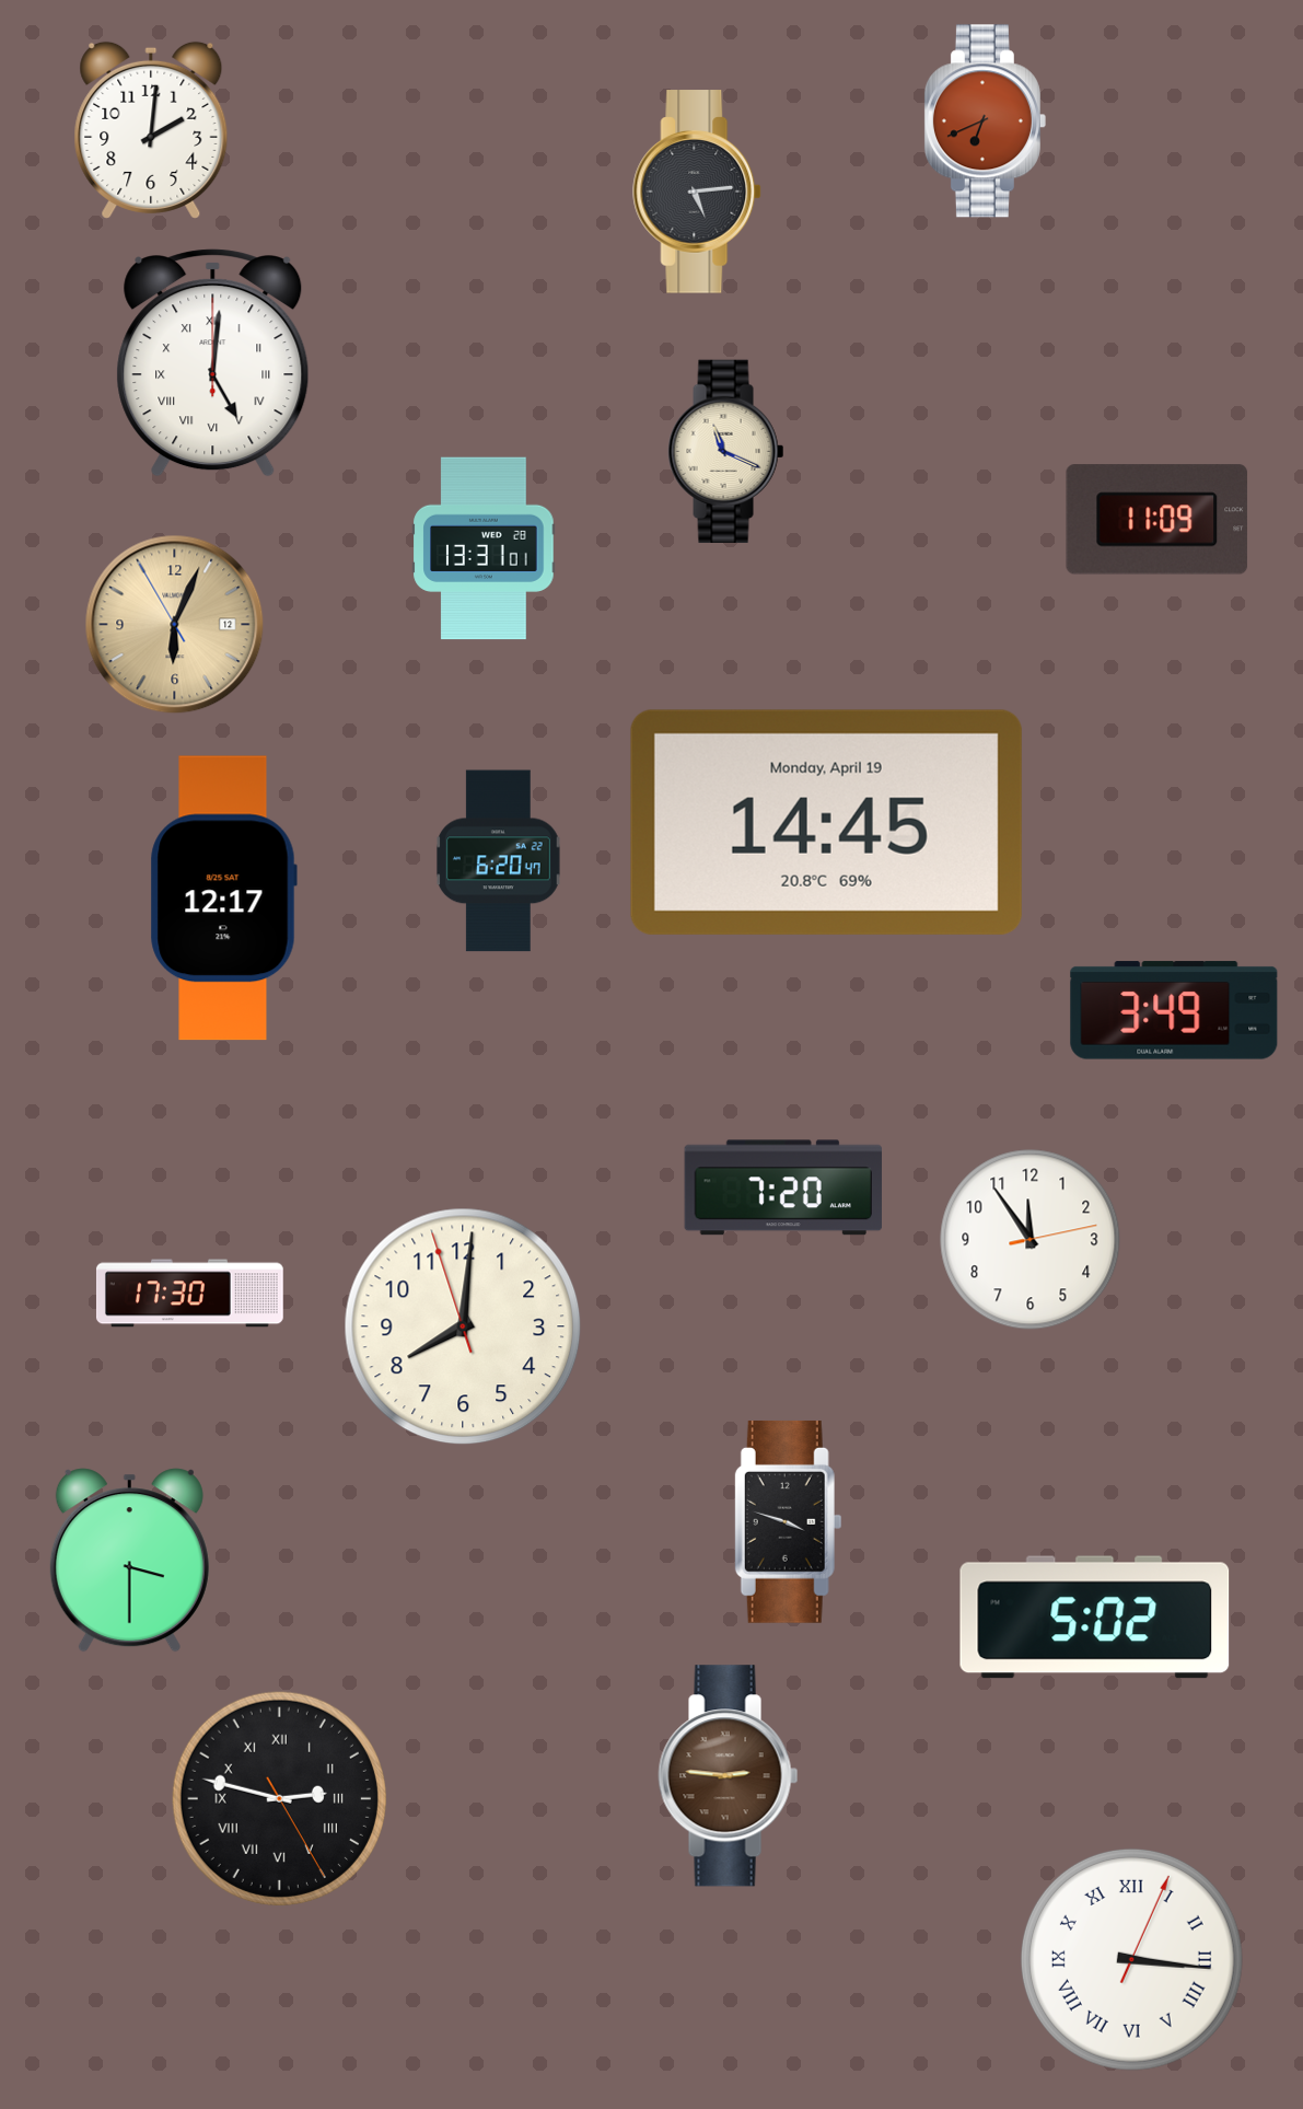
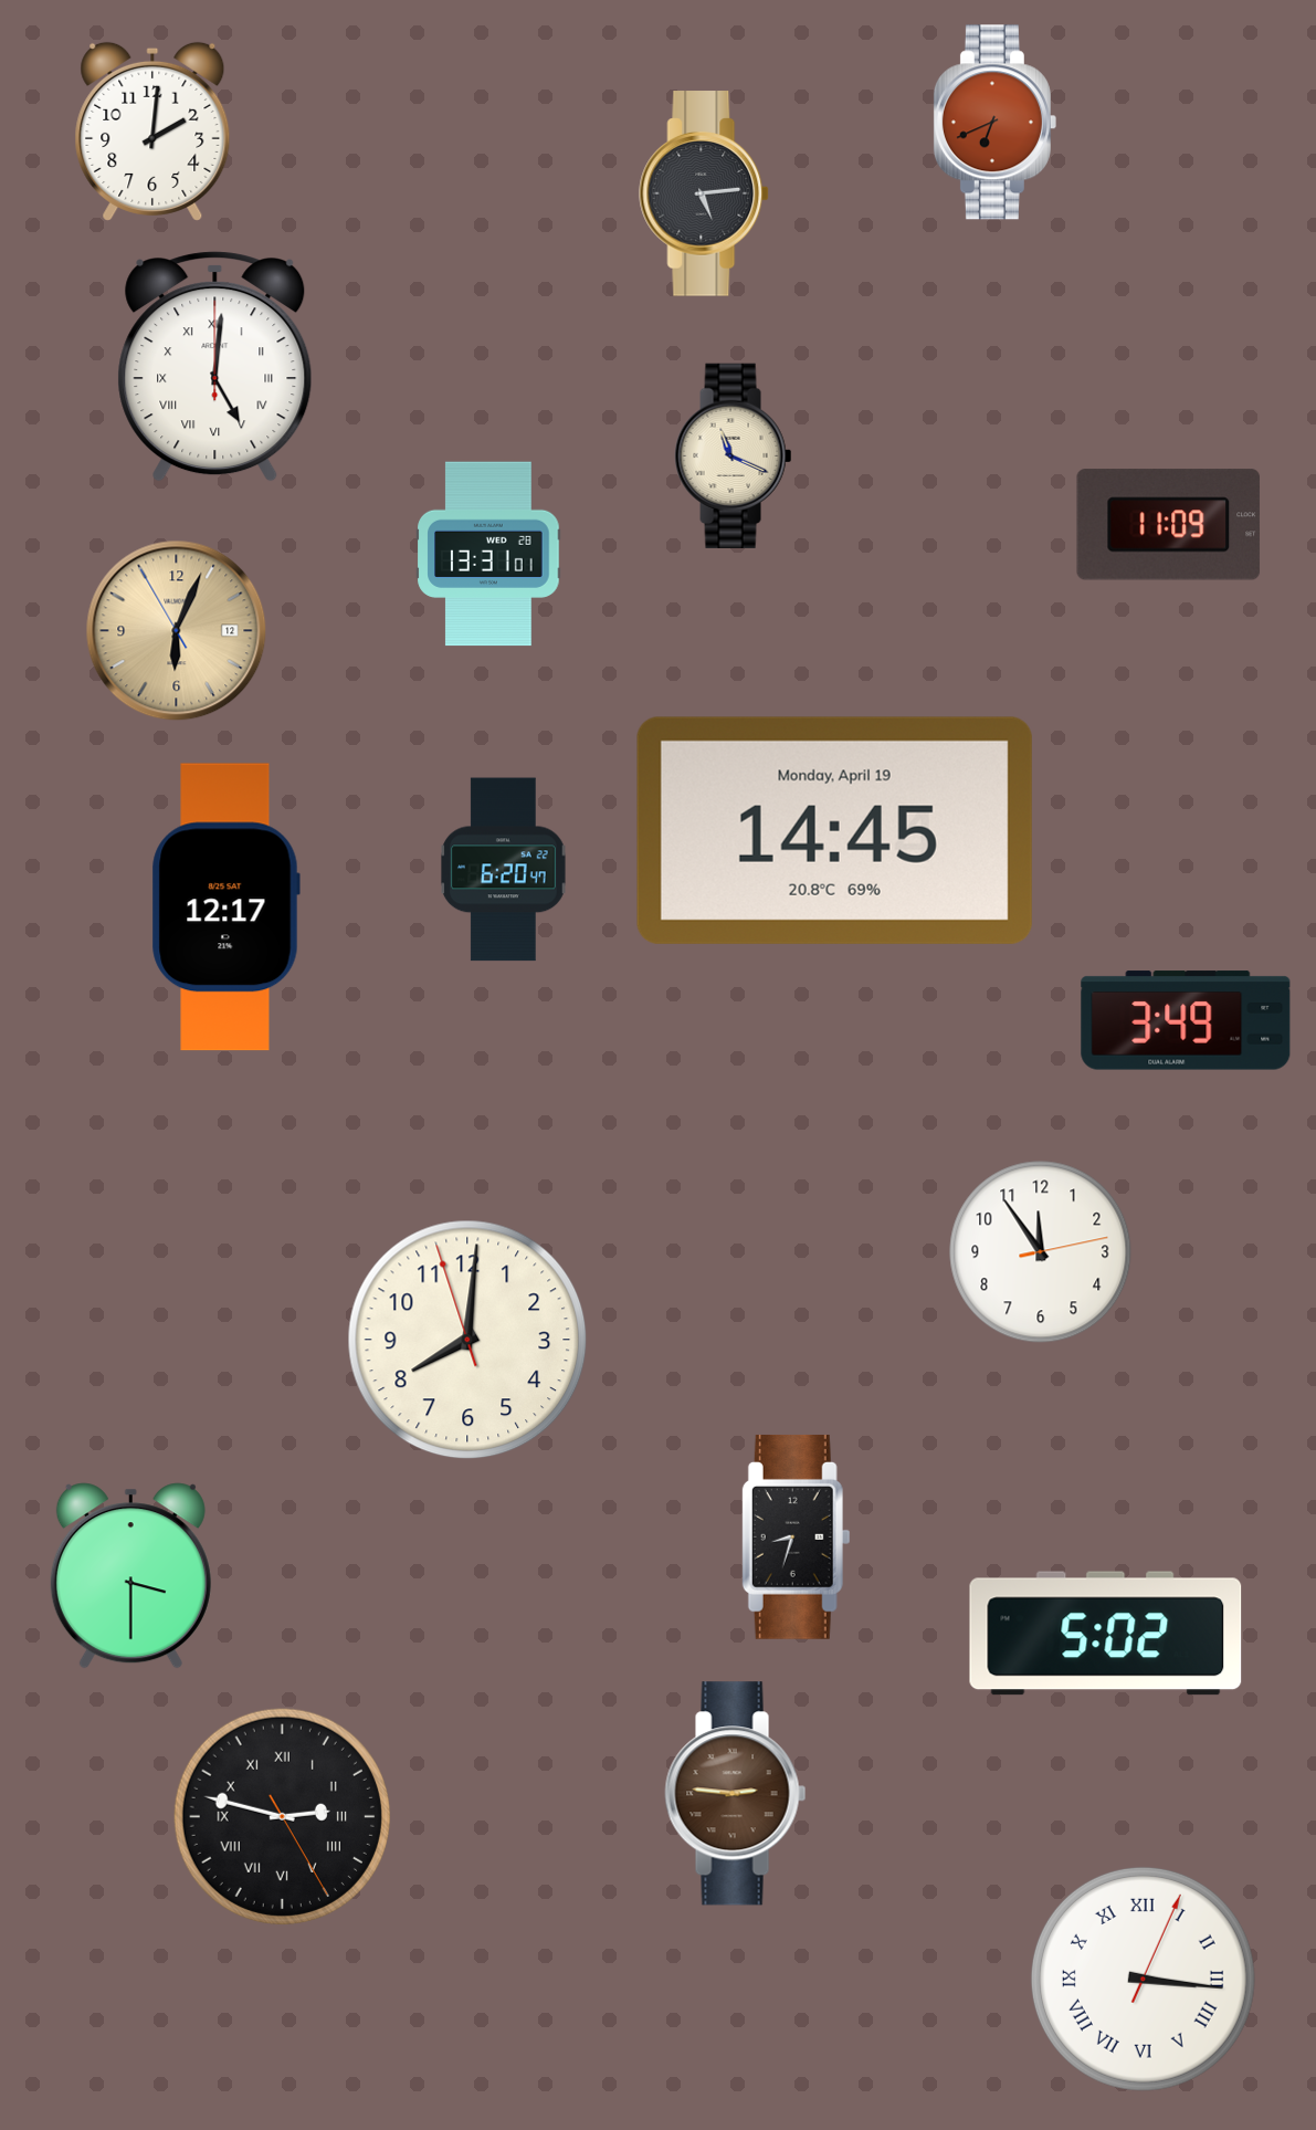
clock at (782, 1187): 7:20 -> none
clock at (189, 1294): 17:30 -> none
clock at (788, 1521): 3:48 -> 8:33
